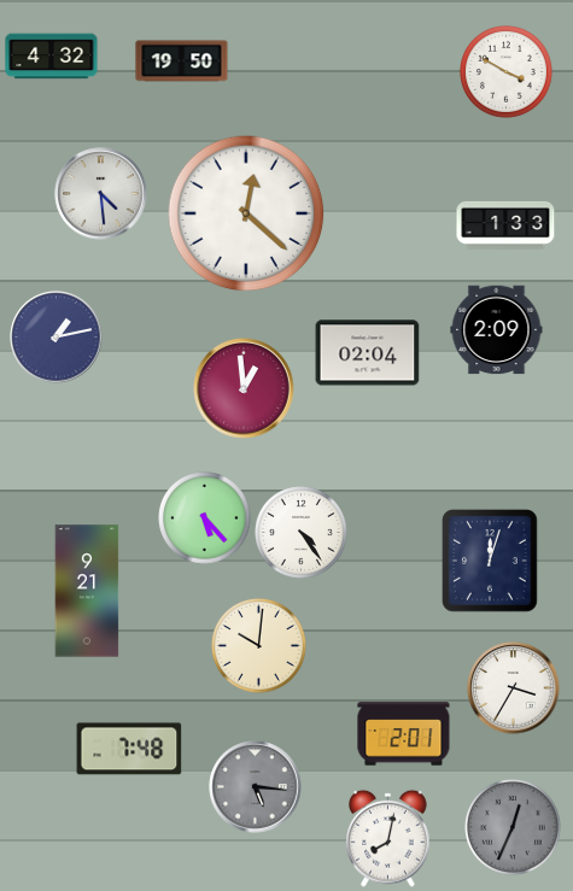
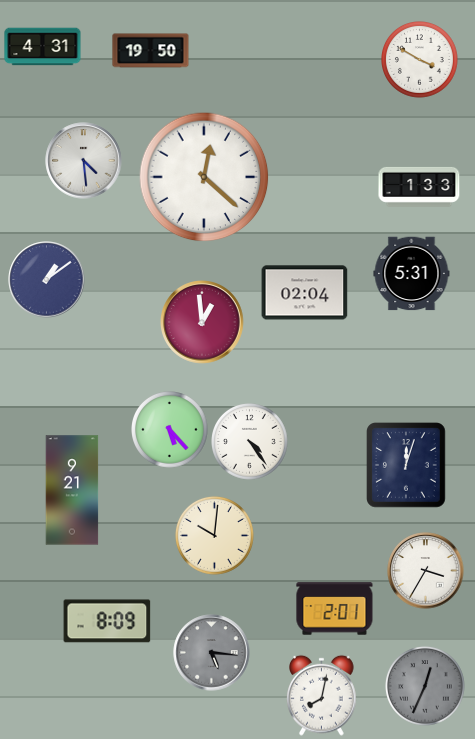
clock at (52, 57): 4:32 -> 4:31
clock at (497, 330): 2:09 -> 5:31
clock at (57, 338): 1:13 -> 1:09
clock at (129, 749): 7:48 -> 8:09
